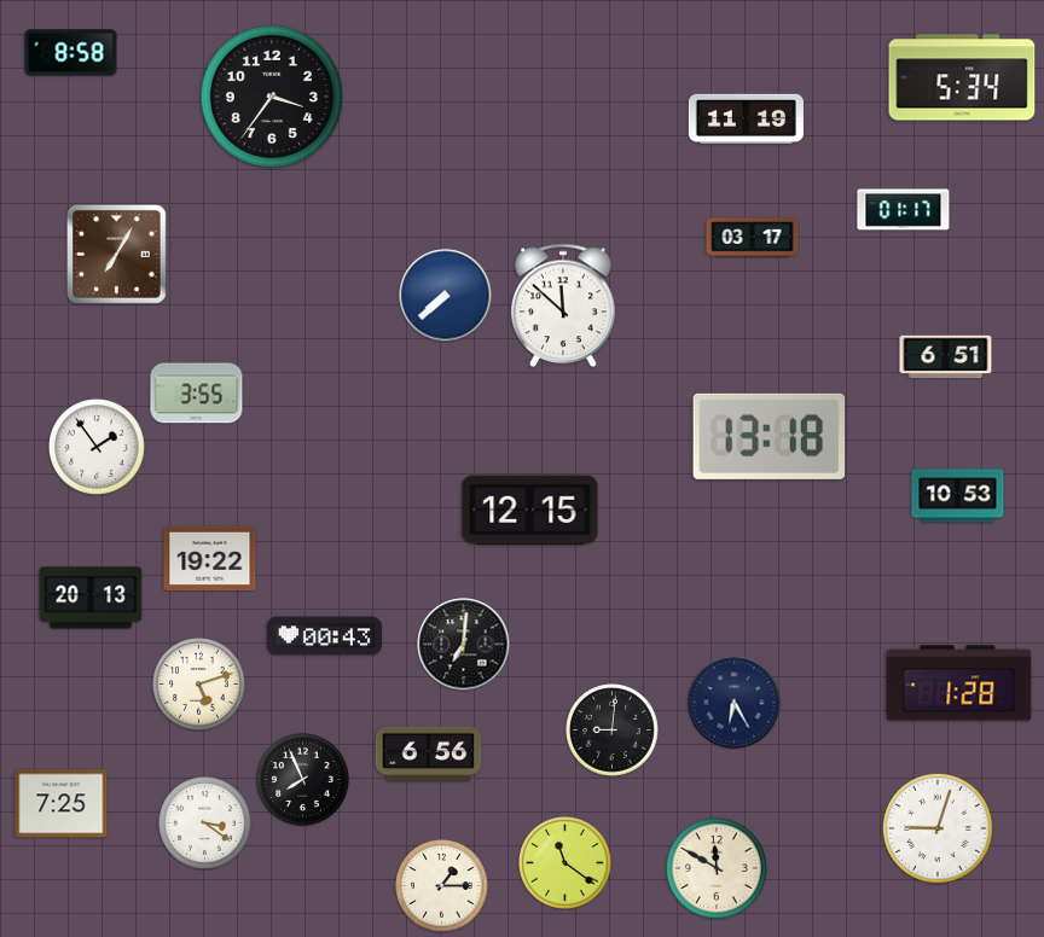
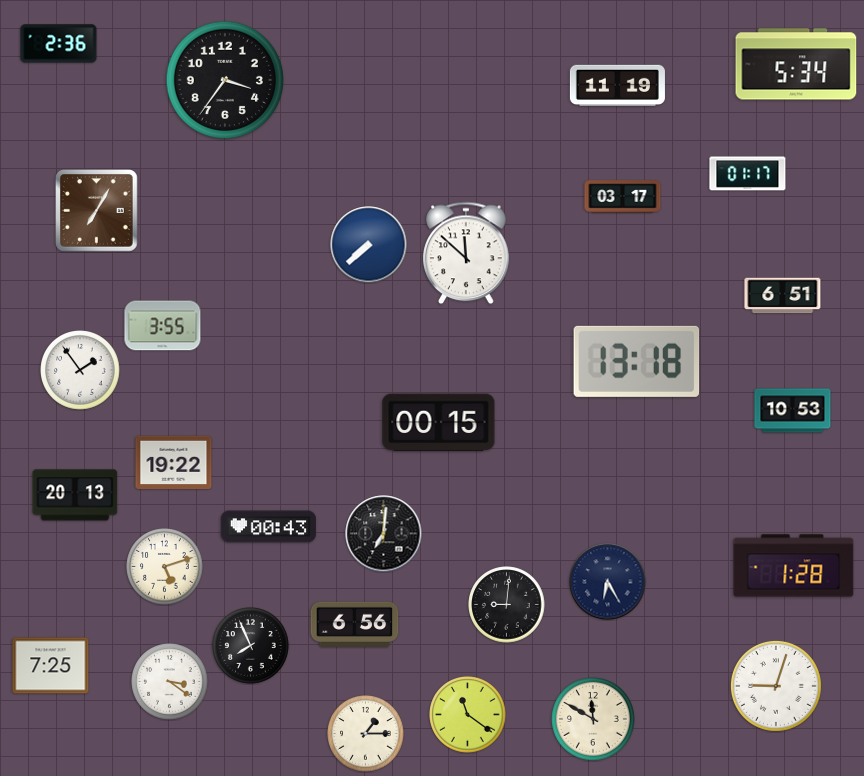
clock at (71, 53): 8:58 -> 2:36
clock at (746, 118) position: (746, 118) -> (617, 85)
clock at (530, 511): 12:15 -> 00:15
